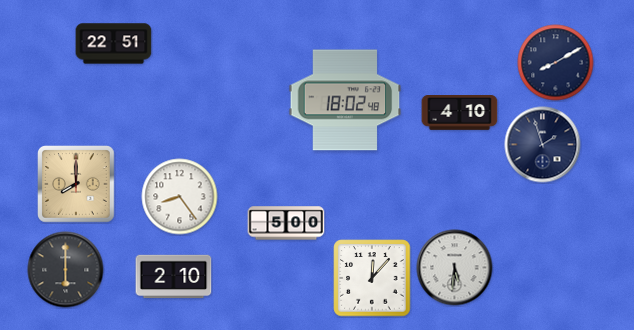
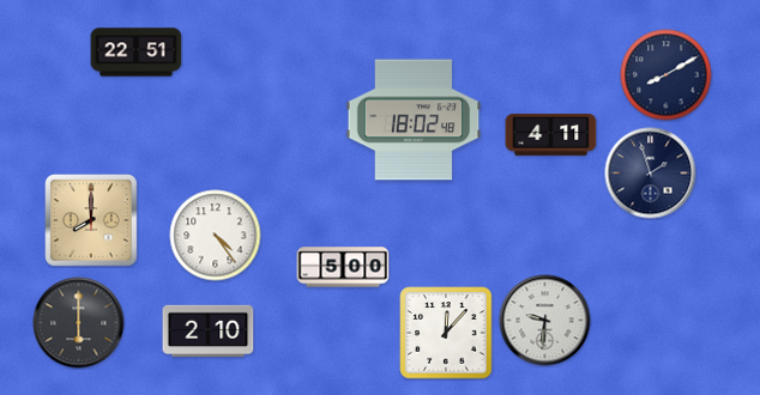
clock at (460, 113): 4:10 -> 4:11
clock at (180, 197): 8:24 -> 4:24
clock at (455, 268): 5:31 -> 9:31
